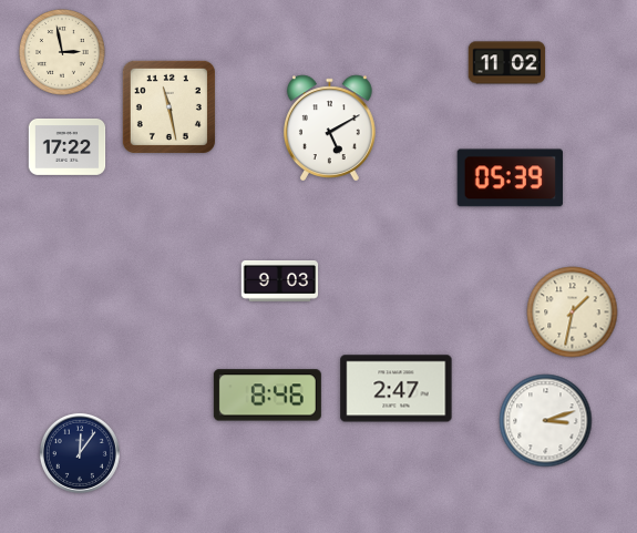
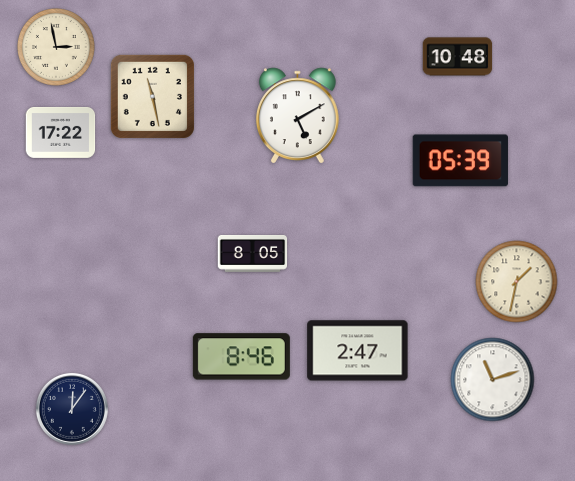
clock at (507, 63): 11:02 -> 10:48
clock at (280, 280): 9:03 -> 8:05
clock at (546, 421): 3:12 -> 11:12
